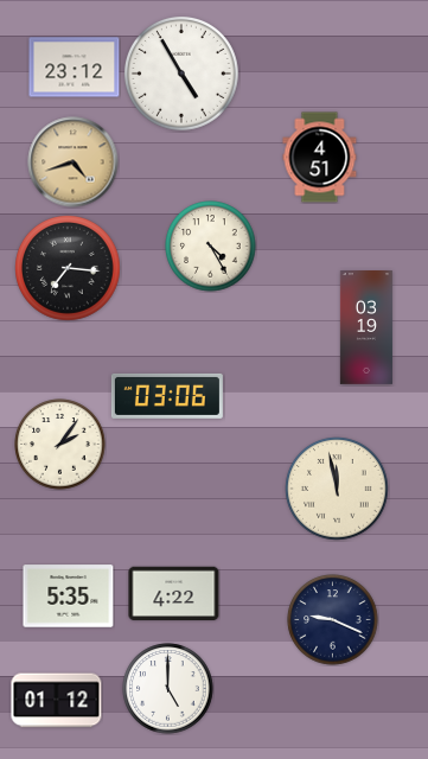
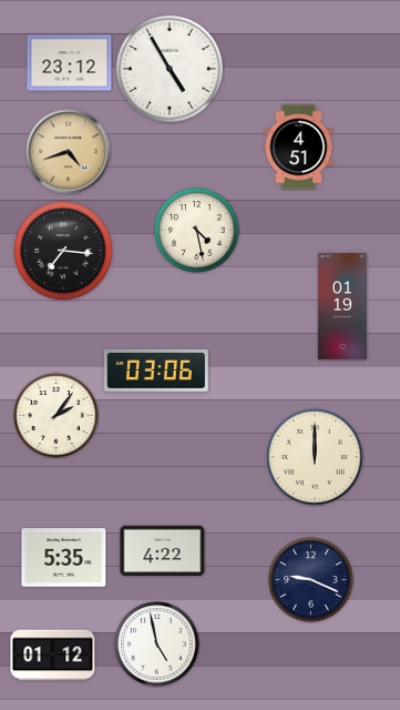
clock at (211, 247): 4:25 -> 4:28
clock at (366, 329): 03:19 -> 01:19
clock at (337, 489): 11:58 -> 12:00
clock at (174, 594) position: (174, 594) -> (163, 551)
clock at (168, 689): 5:00 -> 4:58
